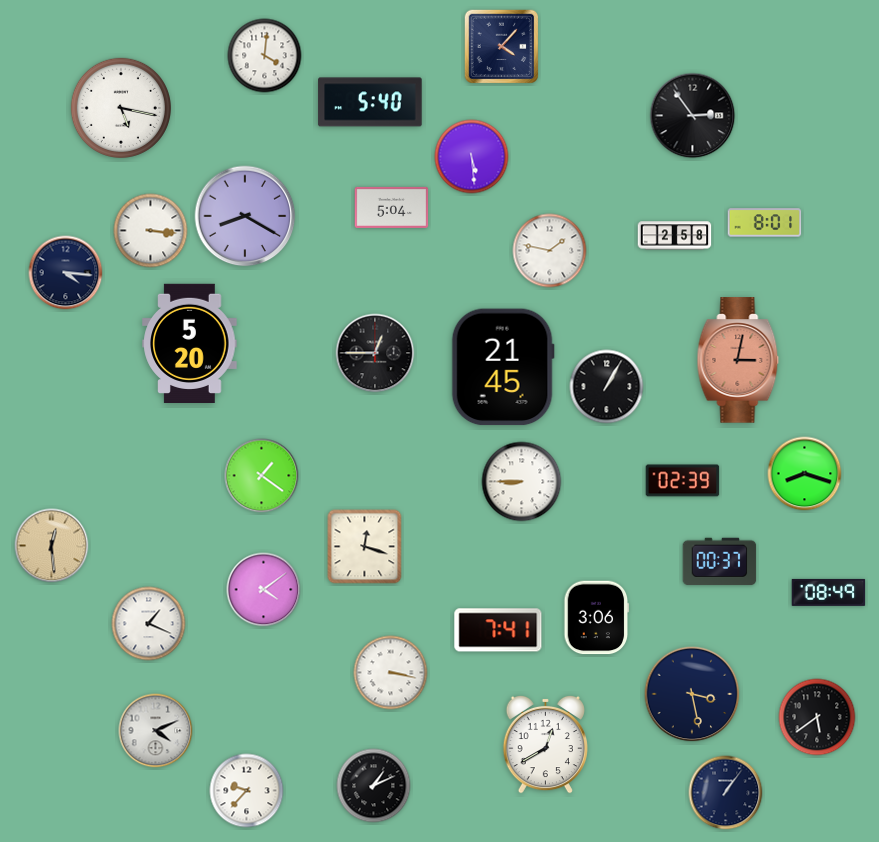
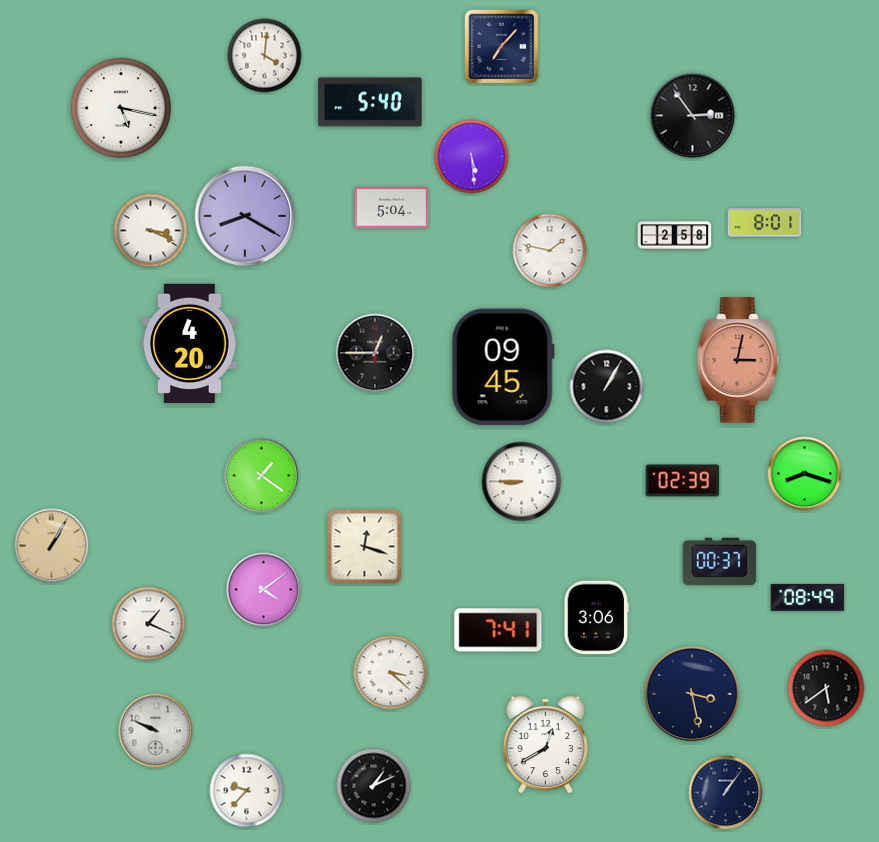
clock at (502, 47): 4:07 -> 7:07
clock at (151, 231): 3:16 -> 3:19
clock at (66, 273): 4:16 -> none
clock at (190, 343): 5:20 -> 4:20
clock at (503, 367): 21:45 -> 09:45
clock at (52, 546): 12:29 -> 1:05
clock at (829, 592) position: (829, 592) -> (808, 597)
clock at (391, 673): 3:17 -> 3:22
clock at (817, 717) position: (817, 717) -> (826, 688)
clock at (156, 731): 4:11 -> 9:49
